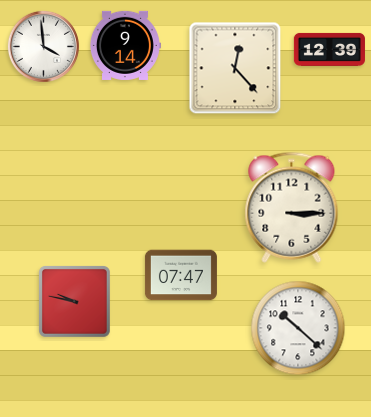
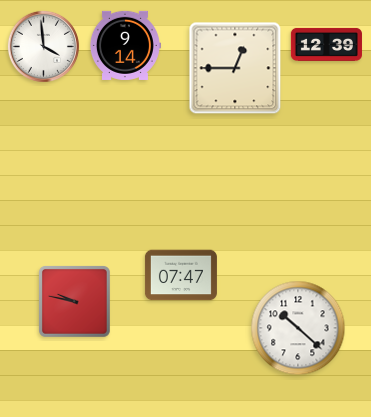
clock at (329, 49) position: (329, 49) -> (326, 44)
clock at (235, 68): 12:23 -> 12:45
clock at (292, 207): 3:15 -> none
